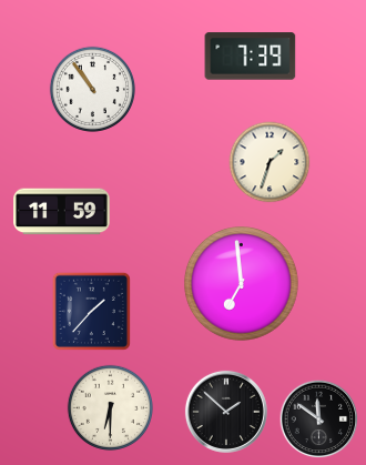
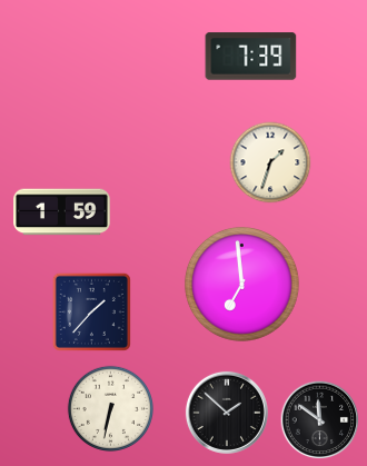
clock at (92, 89): 10:54 -> none
clock at (62, 212): 11:59 -> 1:59
clock at (110, 407): 6:30 -> 6:32
